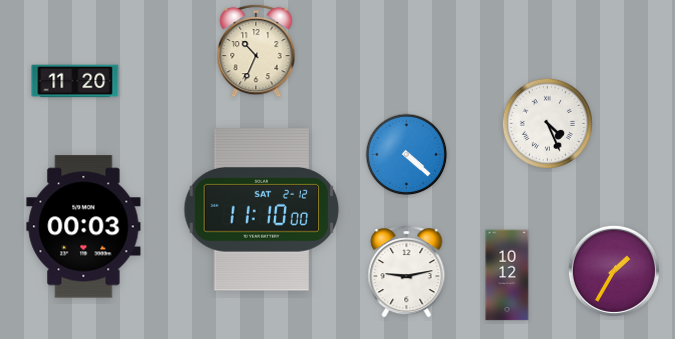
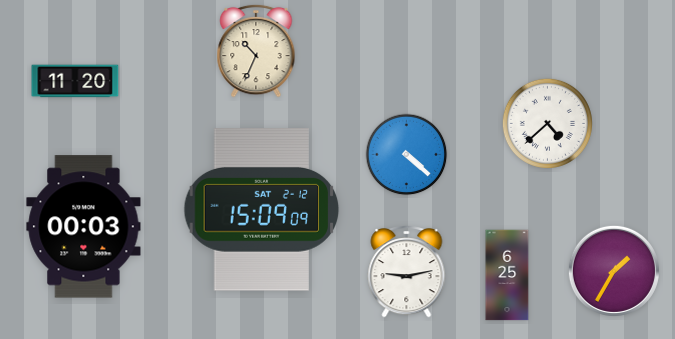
clock at (547, 123): 4:26 -> 4:38
clock at (262, 210): 11:10 -> 15:09
clock at (507, 275): 10:12 -> 6:25
